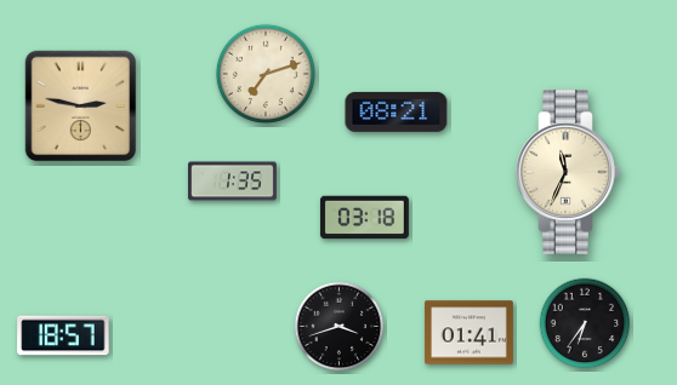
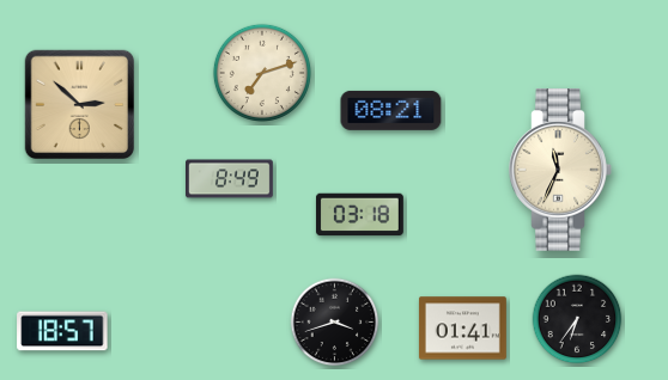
clock at (81, 107): 2:47 -> 2:52
clock at (233, 182): 1:35 -> 8:49
